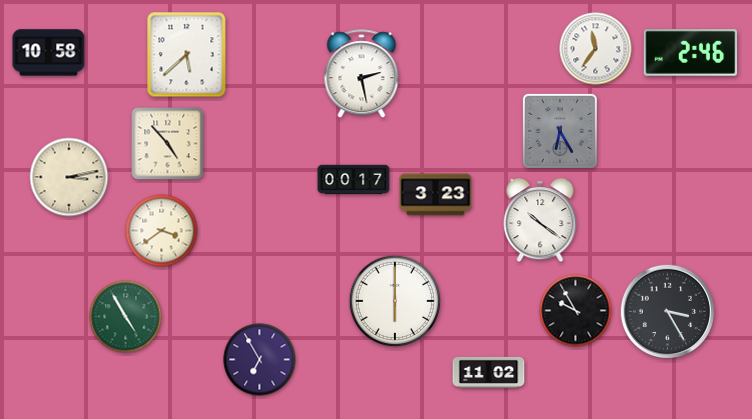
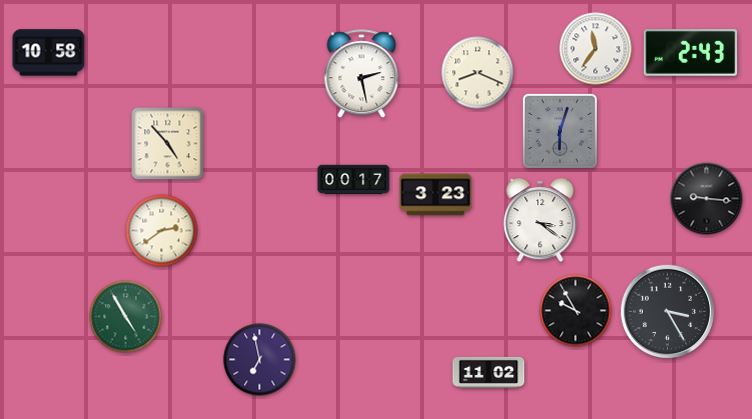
clock at (691, 53): 2:46 -> 2:43
clock at (187, 55): 5:38 -> none
clock at (478, 73): none -> 8:19
clock at (560, 131): 6:25 -> 6:03
clock at (69, 177): 3:13 -> none
clock at (707, 199): none -> 9:16
clock at (540, 221): 10:21 -> 3:21
clock at (162, 231): 3:39 -> 2:39
clock at (395, 301): 6:00 -> none
clock at (260, 360): 6:55 -> 6:58
